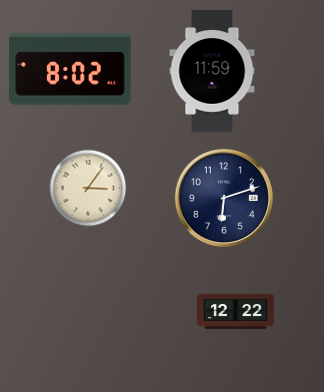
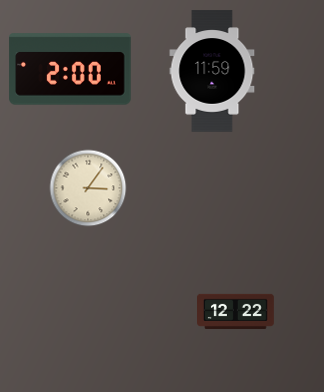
clock at (70, 69): 8:02 -> 2:00
clock at (224, 198): 6:12 -> none
